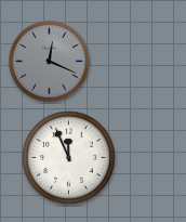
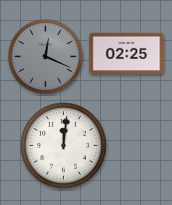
clock at (127, 54): none -> 02:25
clock at (69, 158): 11:56 -> 12:01
